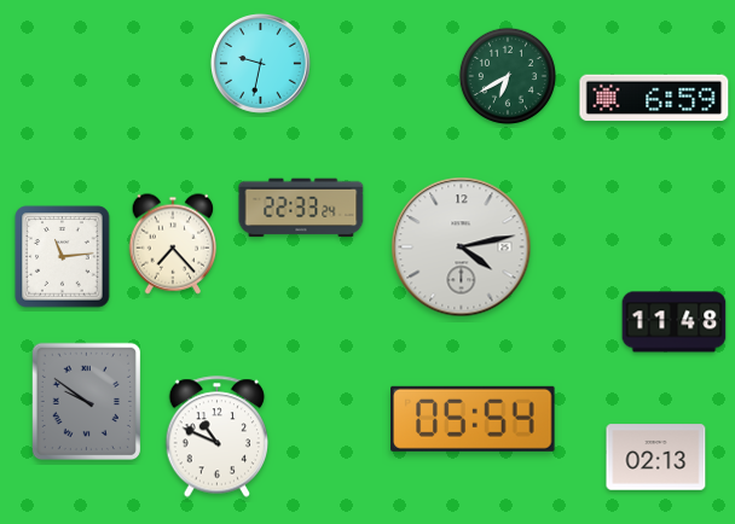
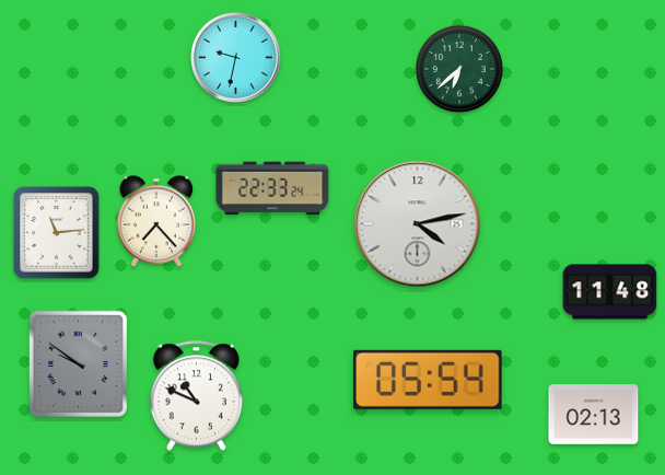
clock at (508, 76): 6:40 -> 6:38
clock at (654, 98): 6:59 -> none
